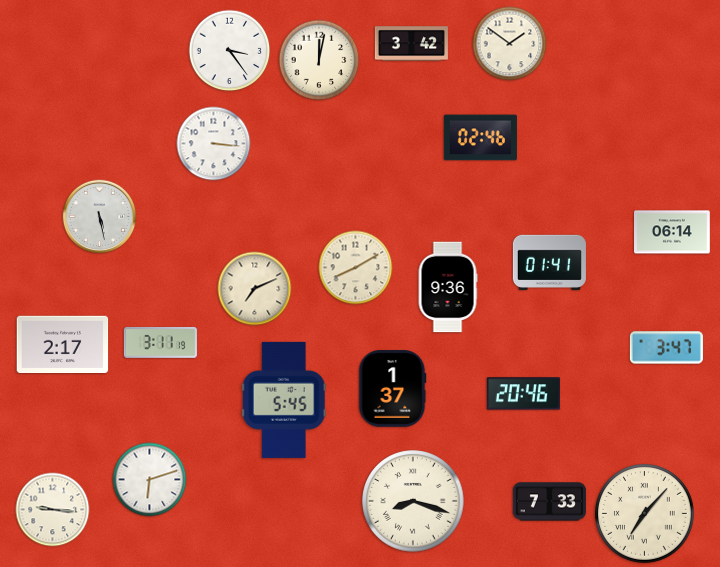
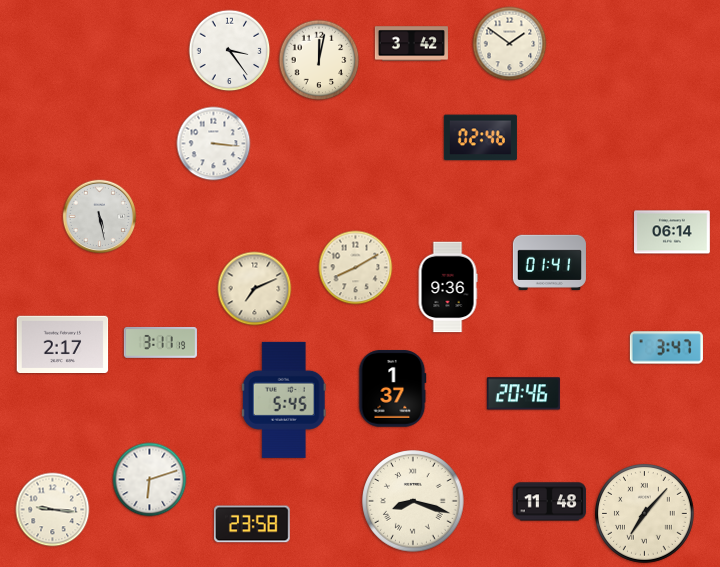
clock at (549, 502): 7:33 -> 11:48
clock at (252, 524): none -> 23:58
